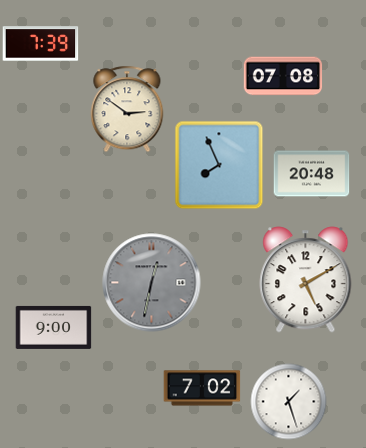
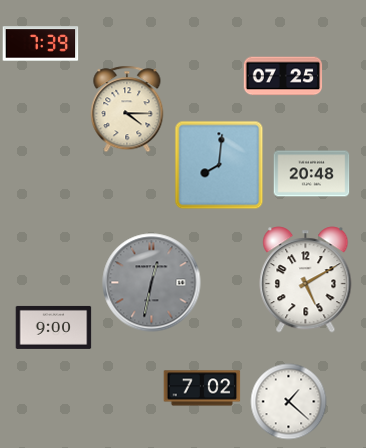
clock at (283, 76): 07:08 -> 07:25
clock at (127, 109): 2:51 -> 4:15
clock at (219, 165): 7:56 -> 8:01
clock at (289, 402): 1:27 -> 1:22
